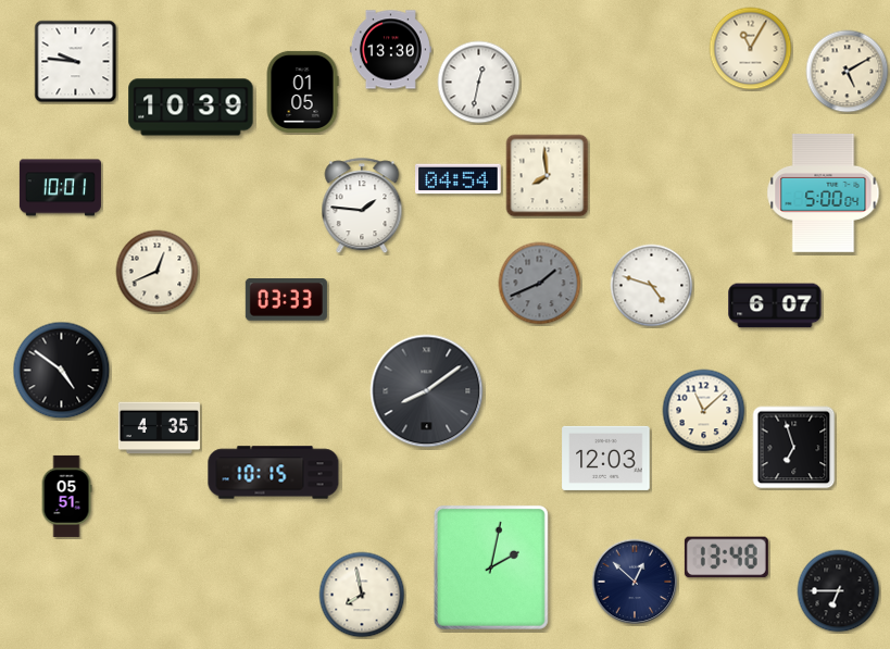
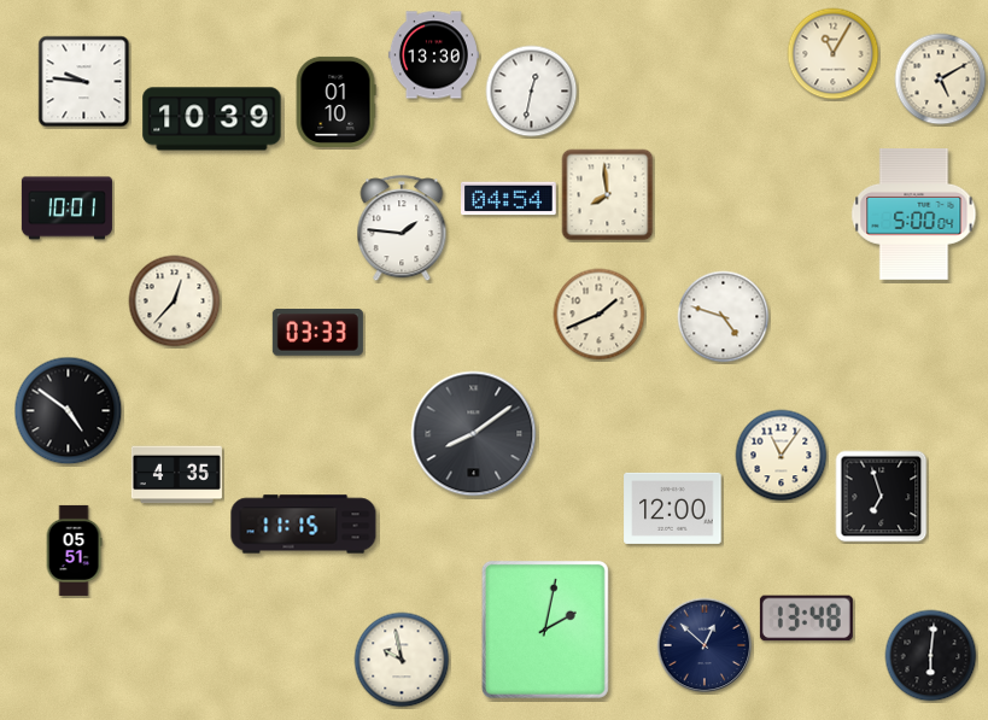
clock at (76, 62) position: (76, 62) -> (84, 82)
clock at (302, 91): 01:05 -> 01:10
clock at (158, 272): 12:41 -> 12:37
clock at (540, 284) dial: grey -> cream
clock at (775, 305): 6:07 -> none
clock at (704, 411): 11:08 -> 11:06
clock at (606, 458): 12:03 -> 12:00
clock at (274, 473): 10:15 -> 11:15
clock at (839, 591): 6:45 -> 6:01
clock at (362, 595): 7:58 -> 9:58
